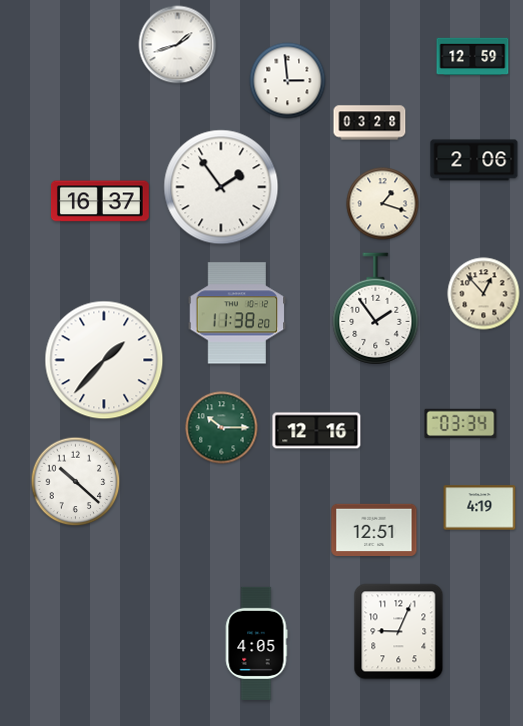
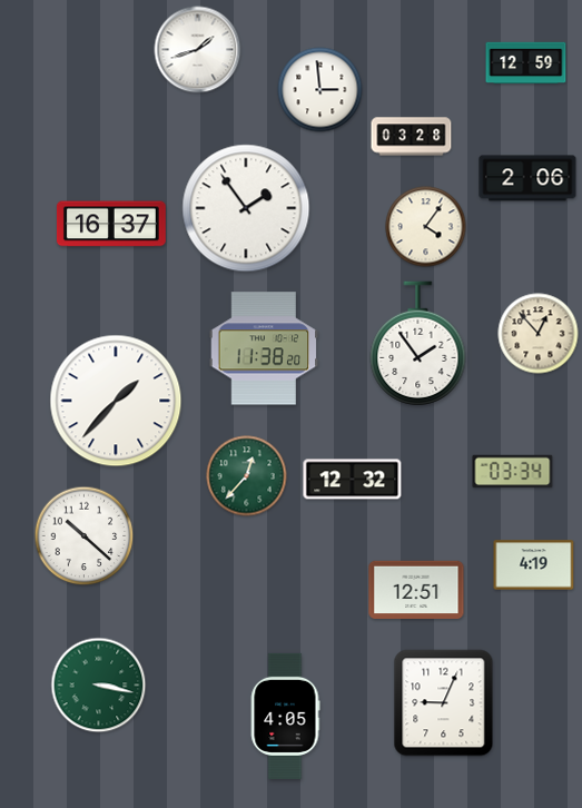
clock at (383, 204): 1:18 -> 4:06
clock at (484, 294) position: (484, 294) -> (539, 334)
clock at (222, 428): 10:15 -> 12:37
clock at (317, 431): 12:16 -> 12:32
clock at (99, 686): none -> 3:17
